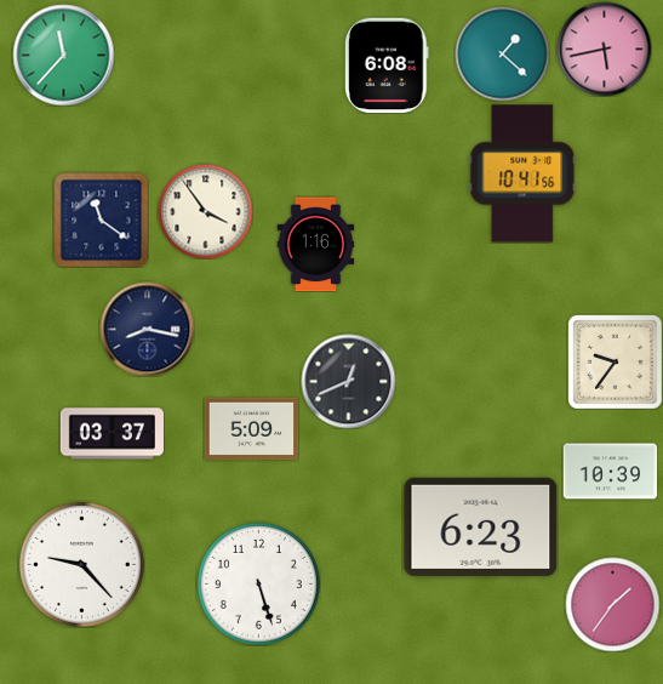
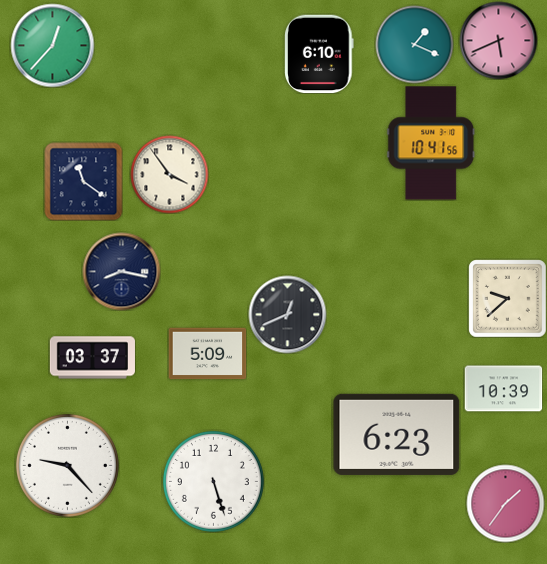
clock at (604, 49): 5:43 -> 5:41
clock at (502, 53): 1:22 -> 1:19
clock at (63, 55): 11:37 -> 12:37
clock at (388, 65): 6:08 -> 6:10
clock at (316, 244): 1:16 -> none
clock at (615, 361): 9:36 -> 9:38
clock at (612, 604) position: (612, 604) -> (505, 503)
